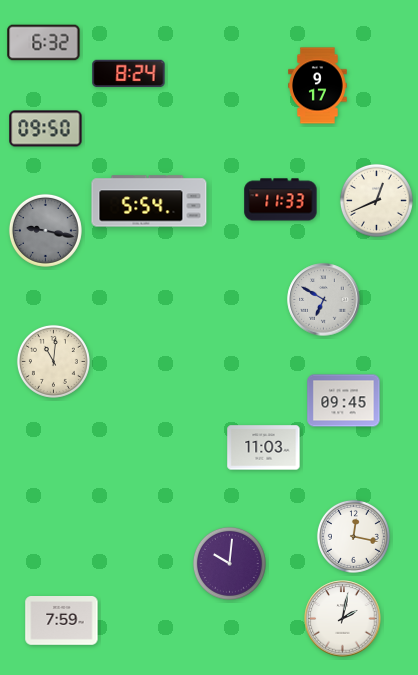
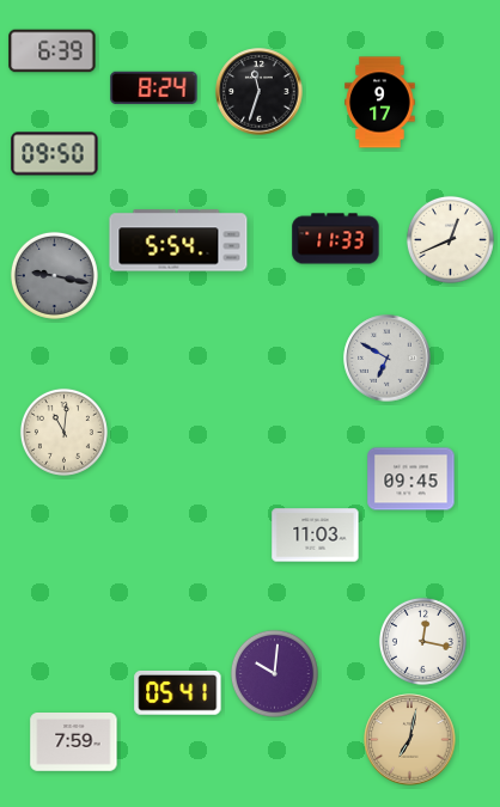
clock at (44, 43): 6:32 -> 6:39
clock at (260, 92): none -> 11:33
clock at (178, 693): none -> 05:41
clock at (343, 619): 2:02 -> 7:02
clock at (343, 619) dial: white -> champagne
